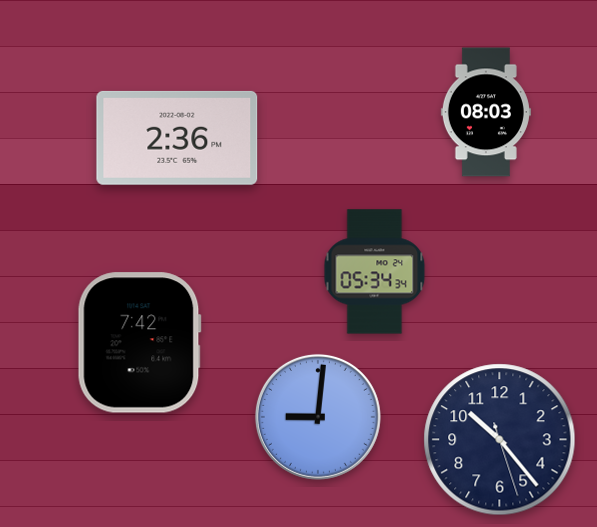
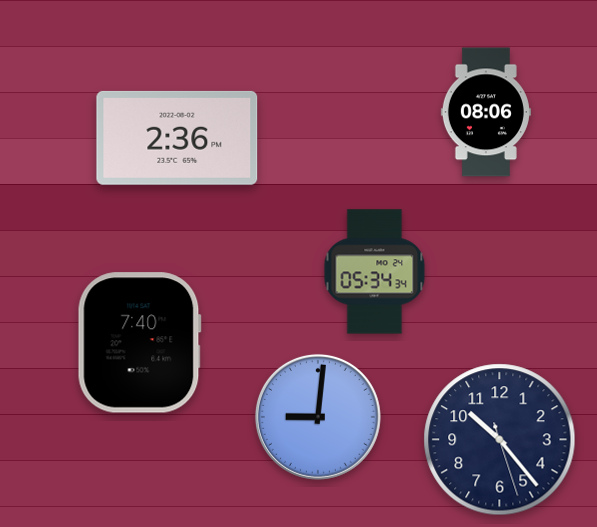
clock at (486, 112): 08:03 -> 08:06
clock at (139, 343): 7:42 -> 7:40
